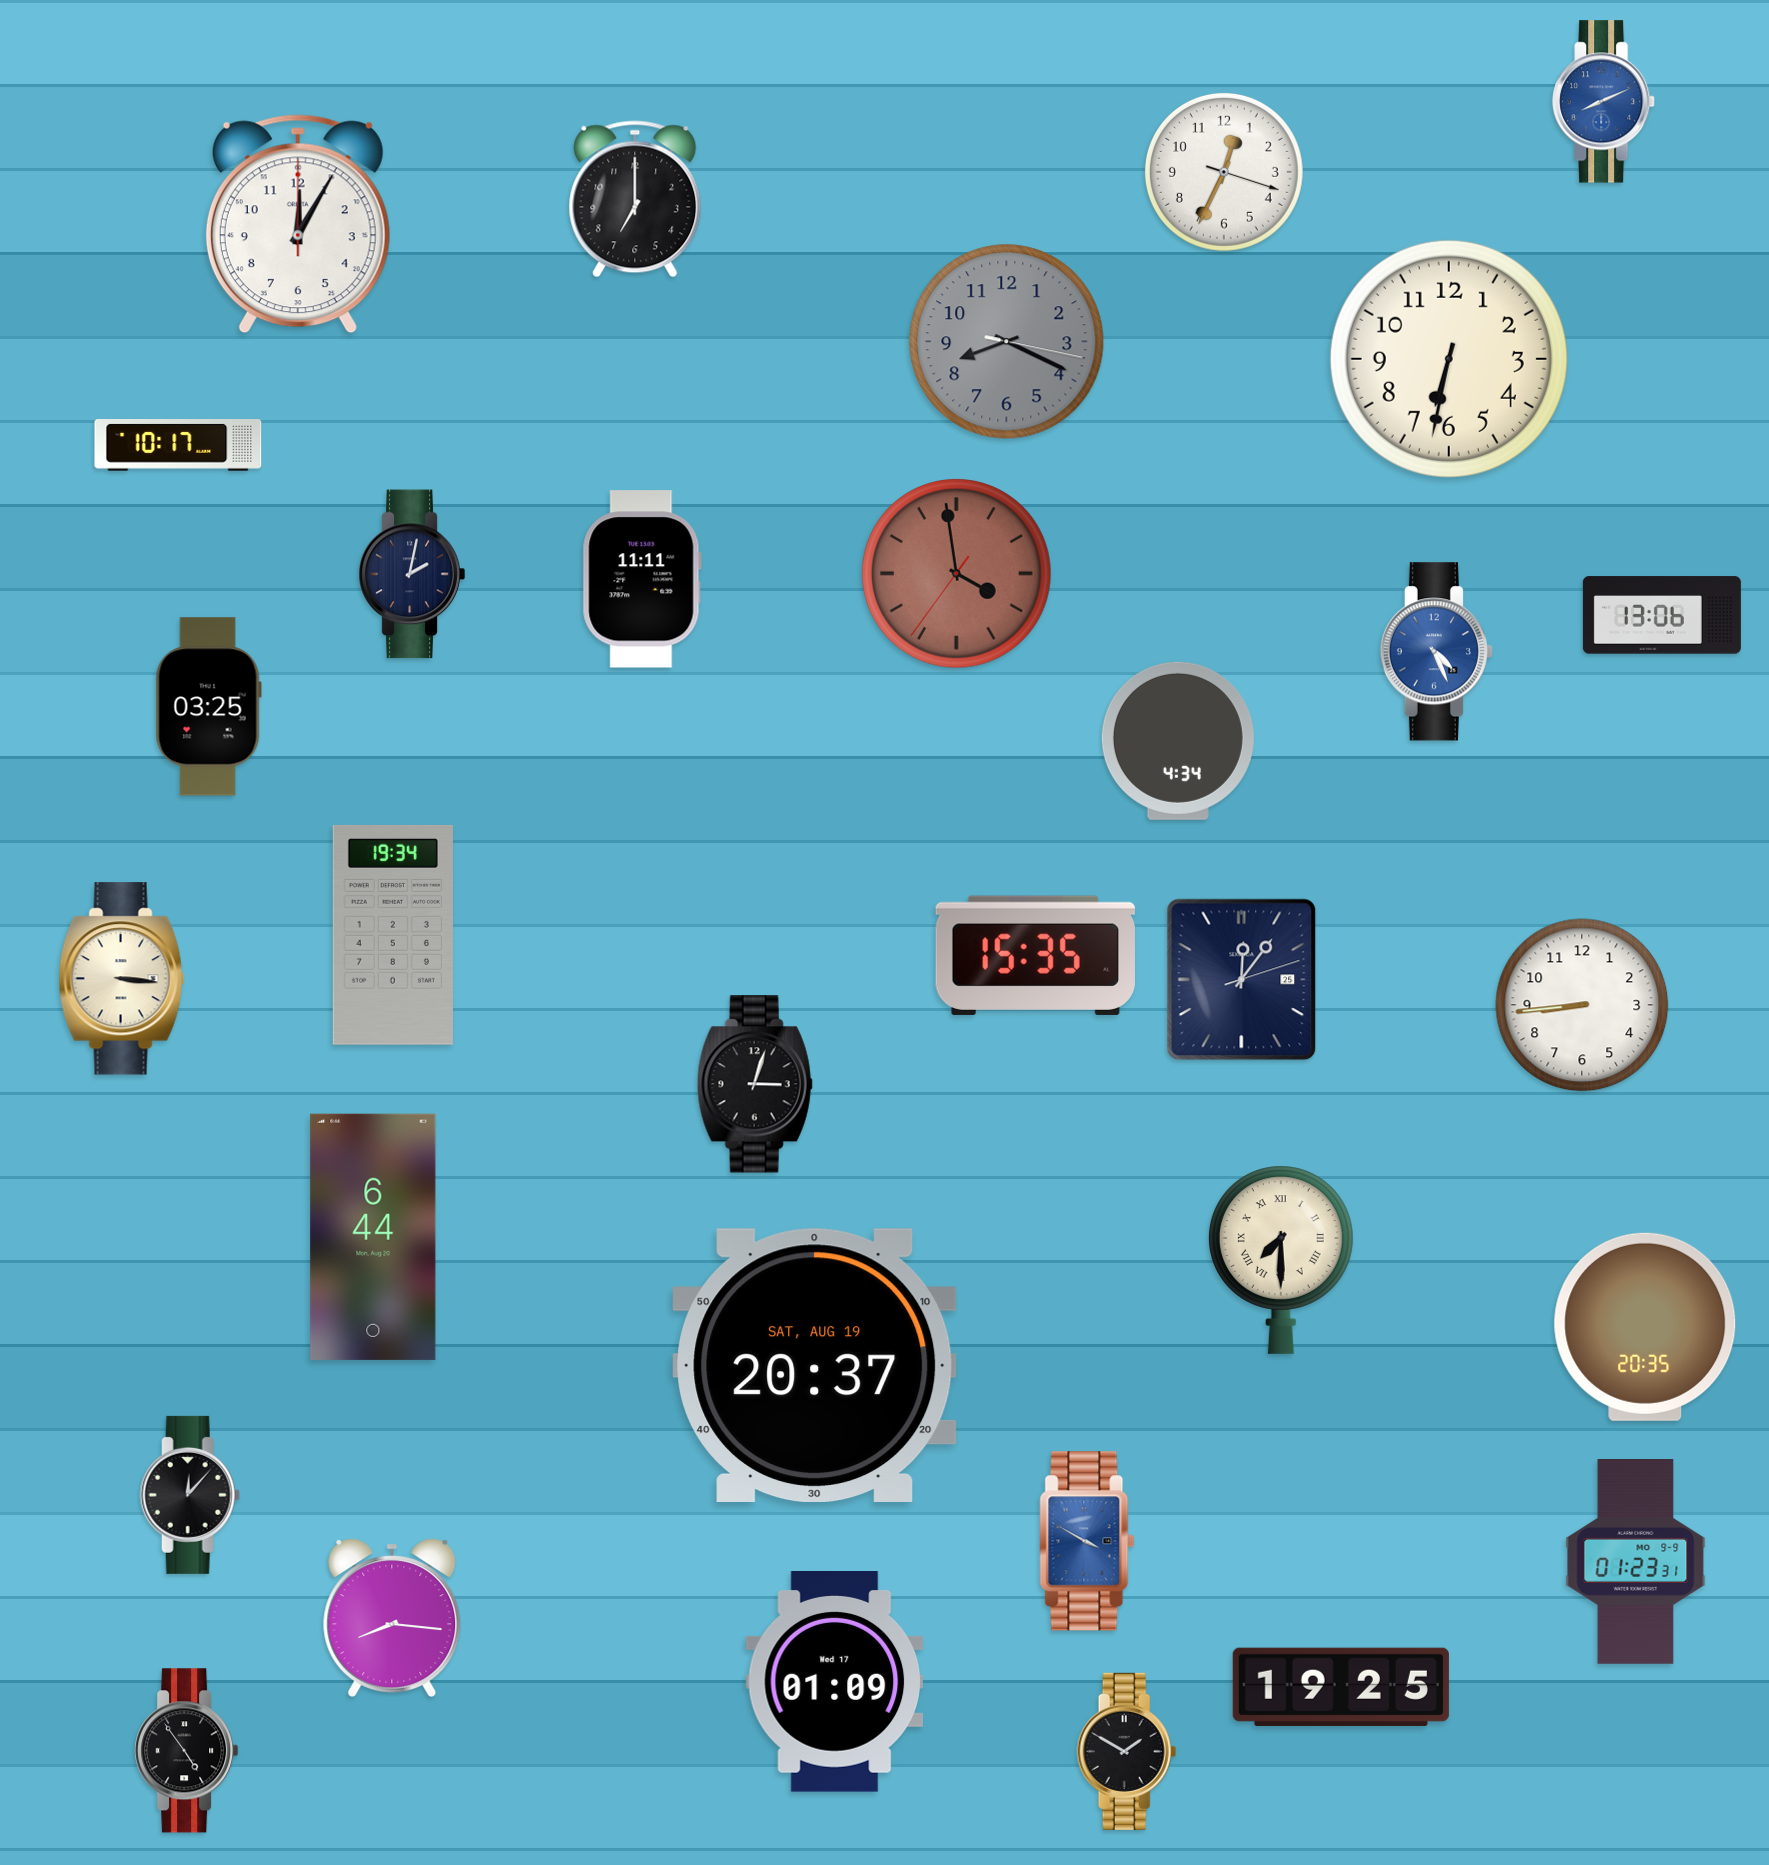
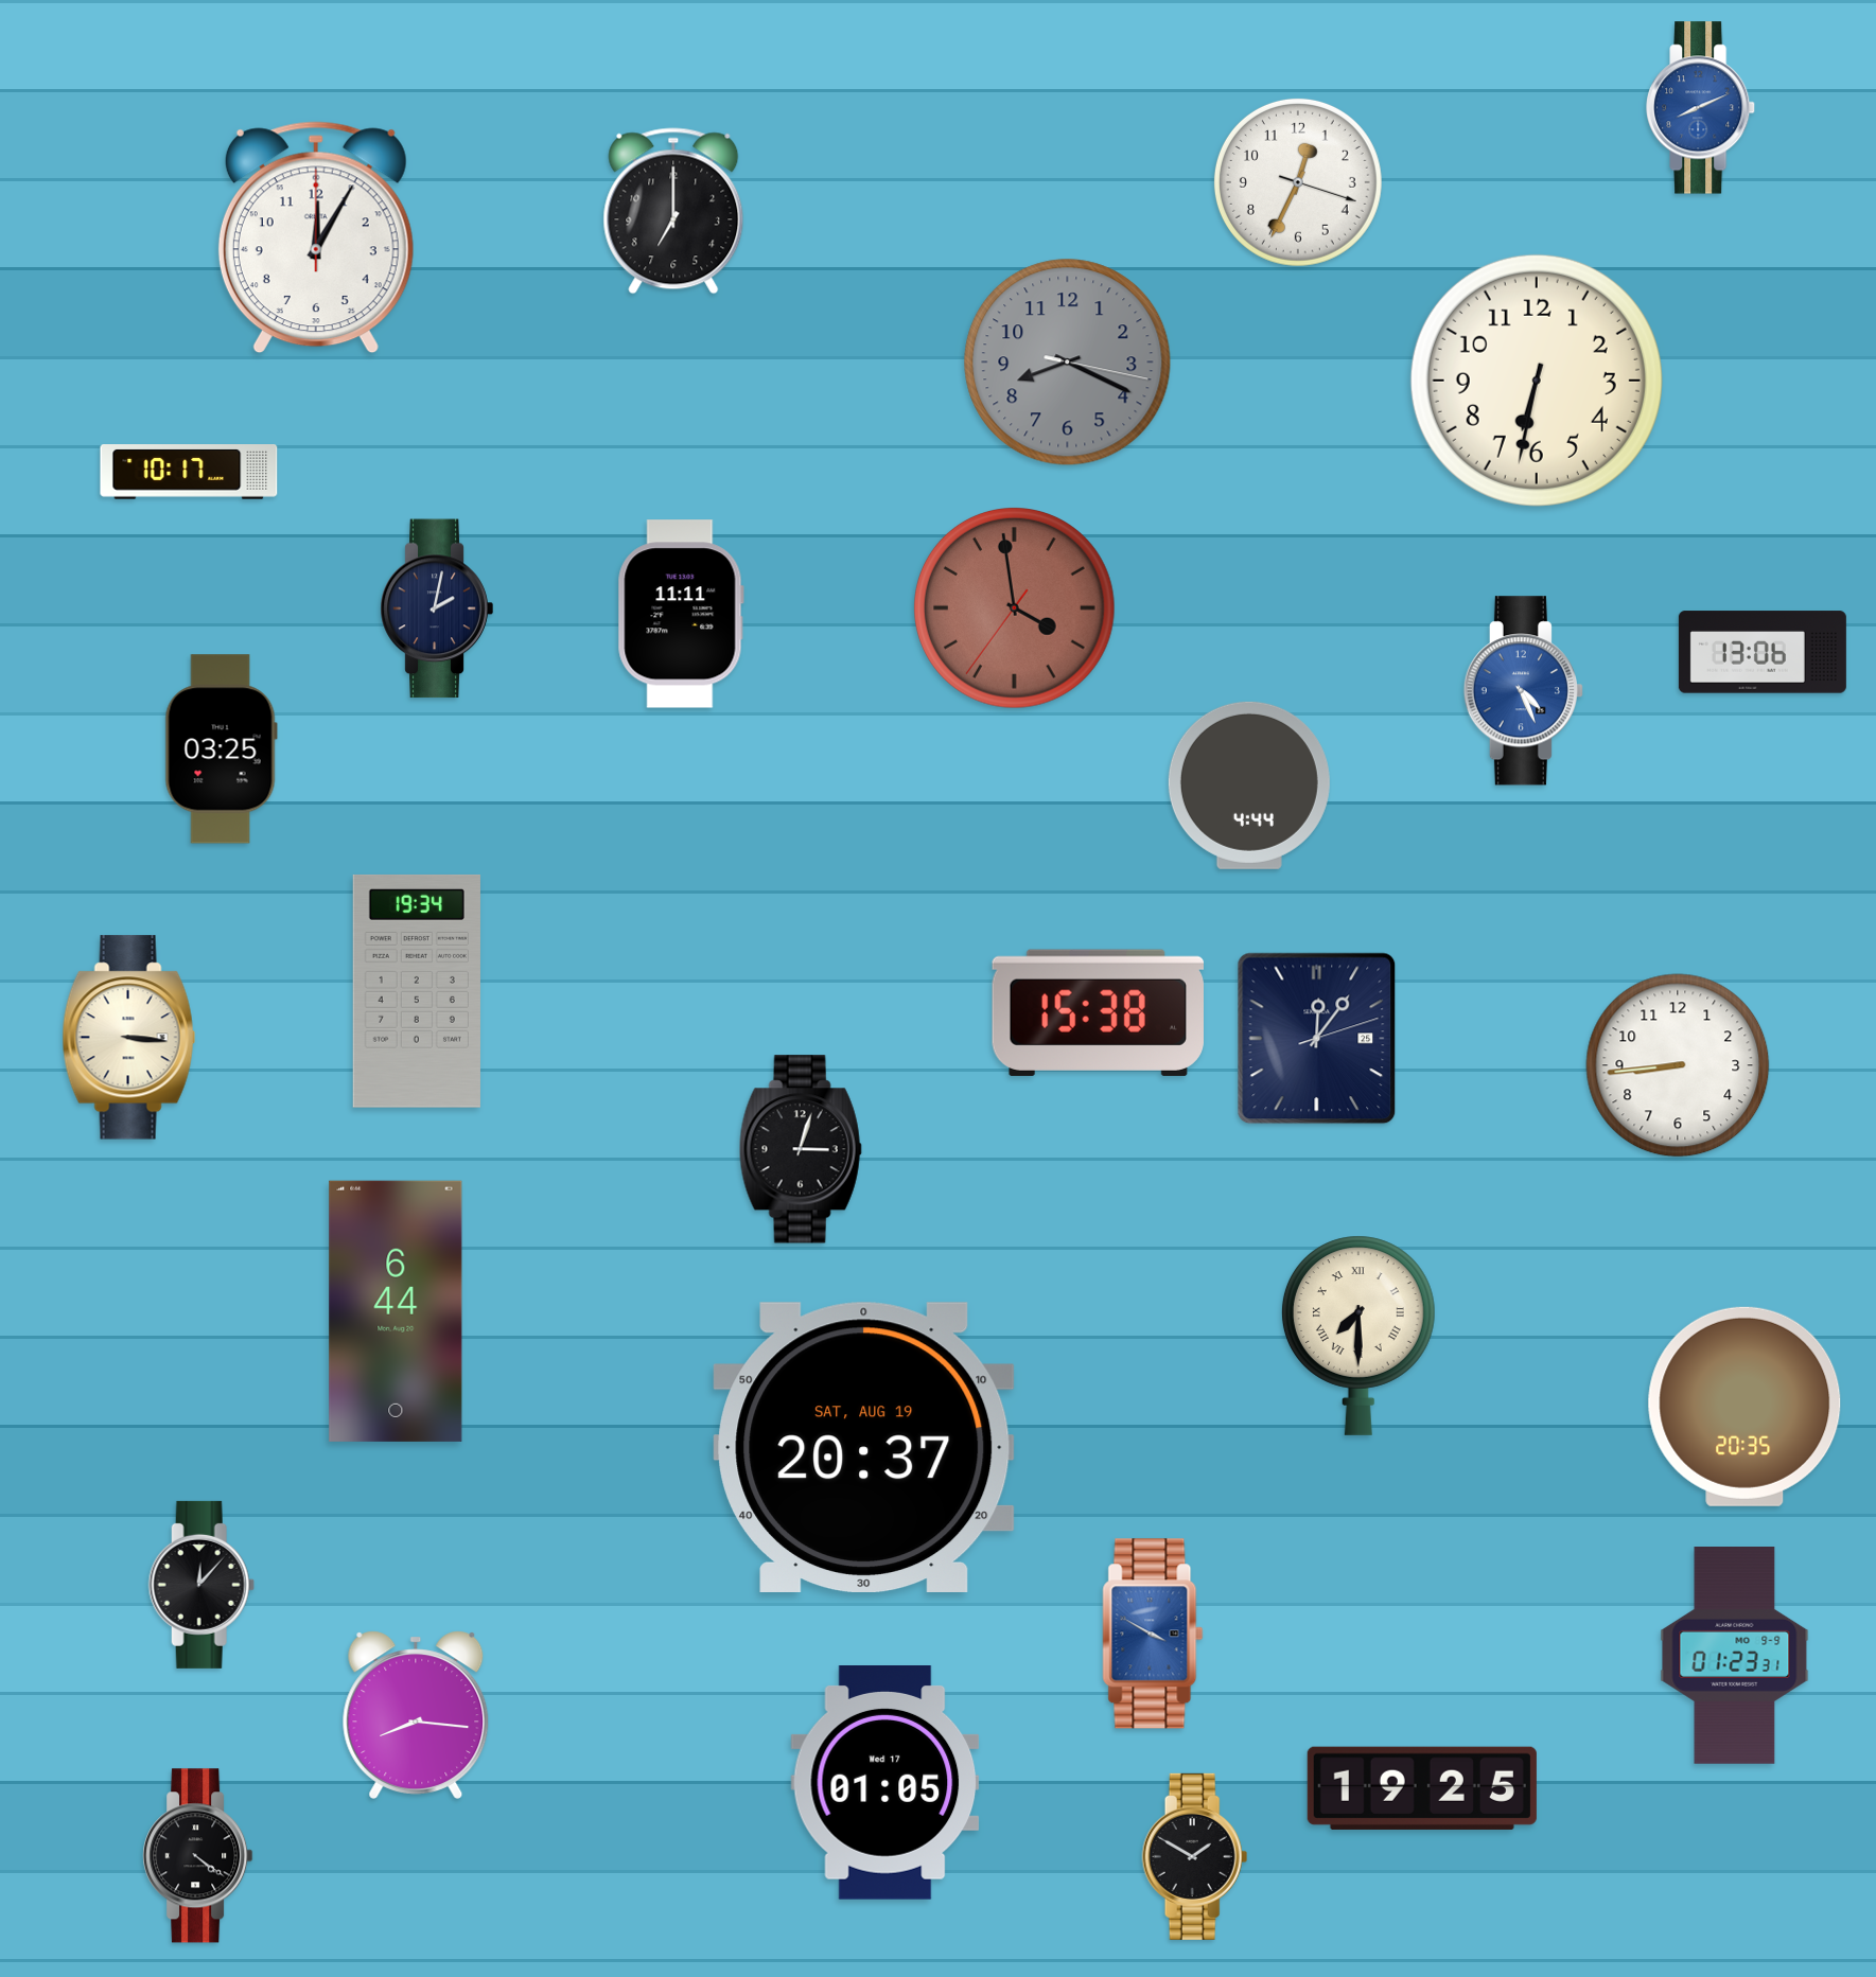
clock at (1178, 741): 4:34 -> 4:44
clock at (1035, 955): 15:35 -> 15:38
clock at (835, 1682): 01:09 -> 01:05
clock at (187, 1751): 4:54 -> 4:21
